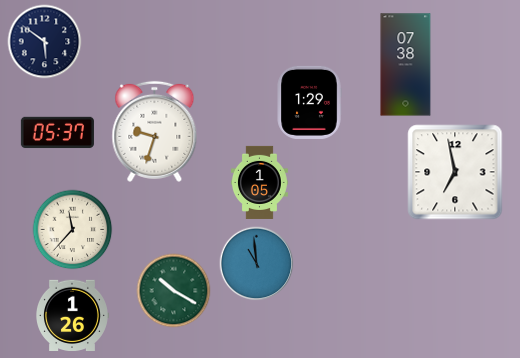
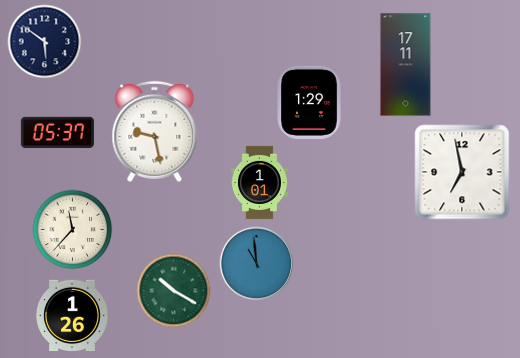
clock at (406, 65): 07:38 -> 17:11
clock at (155, 131): 9:33 -> 9:28
clock at (455, 172) position: (455, 172) -> (462, 172)
clock at (259, 182): 1:05 -> 1:01
